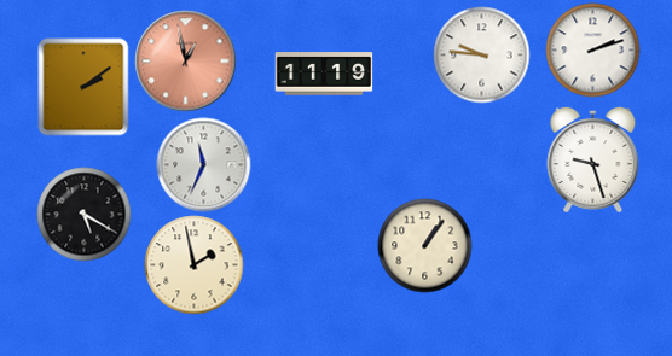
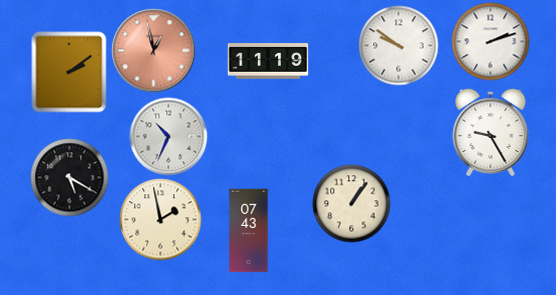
clock at (481, 54): 9:46 -> 9:51
clock at (593, 159): 9:27 -> 9:25
clock at (203, 164): 11:34 -> 10:34
clock at (249, 230): none -> 07:43
